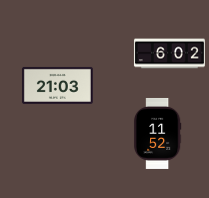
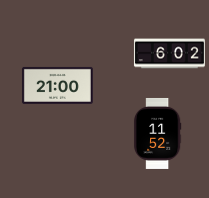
clock at (57, 85): 21:03 -> 21:00
